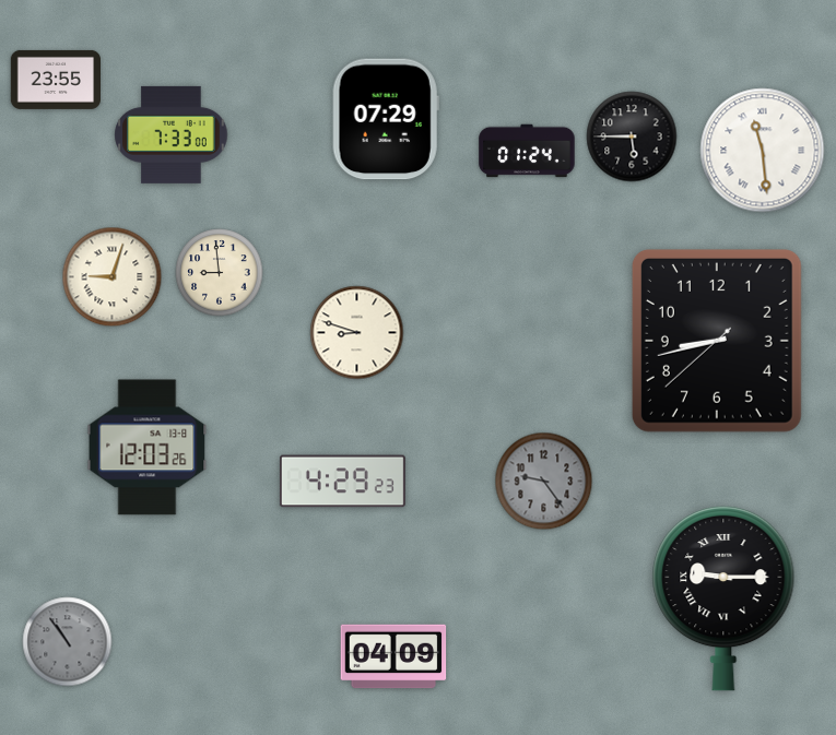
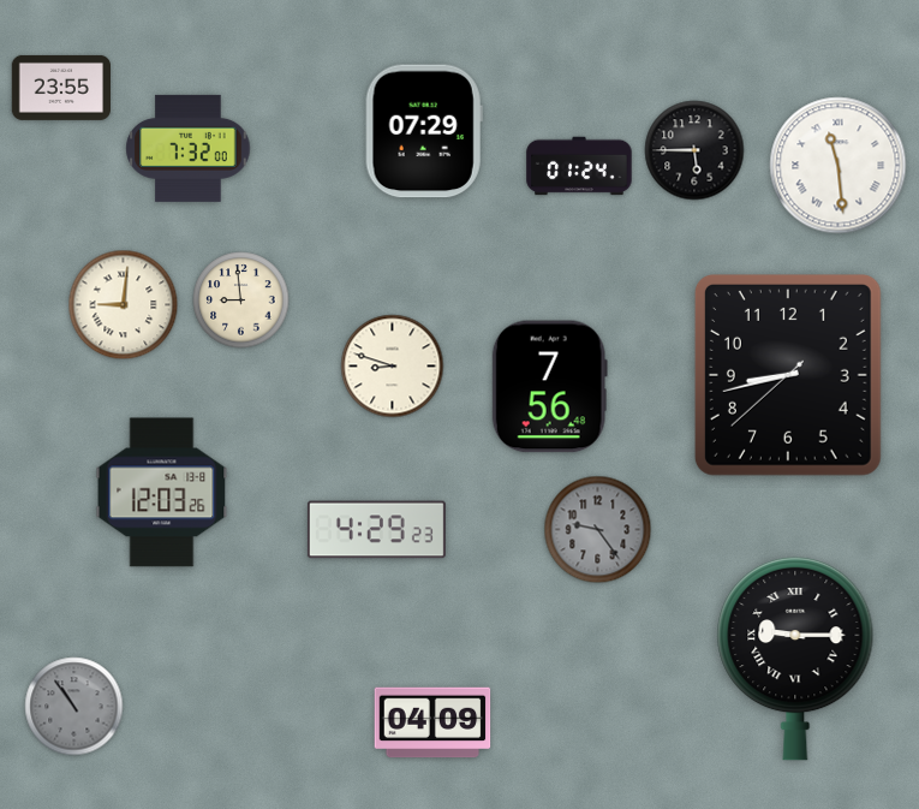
clock at (172, 134): 7:33 -> 7:32
clock at (113, 277): 9:03 -> 9:01
clock at (549, 387): none -> 7:56
